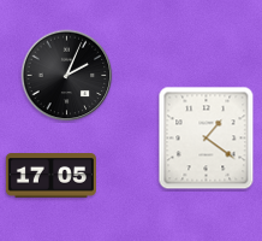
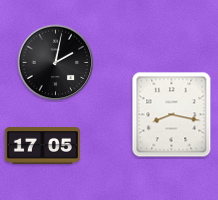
clock at (67, 76): 2:04 -> 2:02
clock at (207, 139): 1:21 -> 8:17
